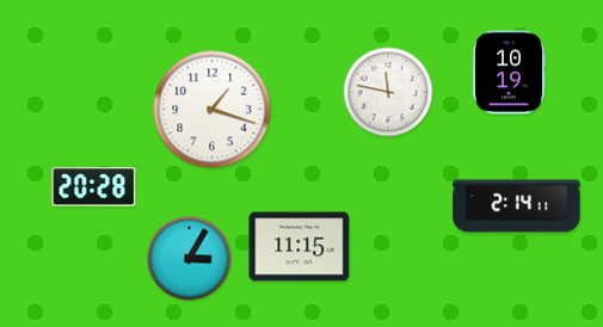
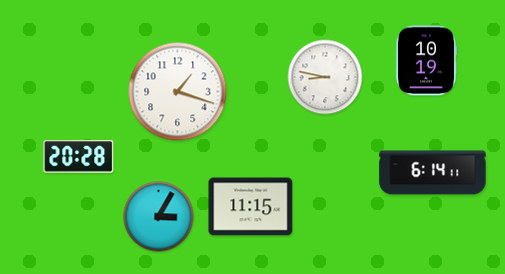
clock at (388, 92): 11:47 -> 8:47
clock at (517, 206): 2:14 -> 6:14
